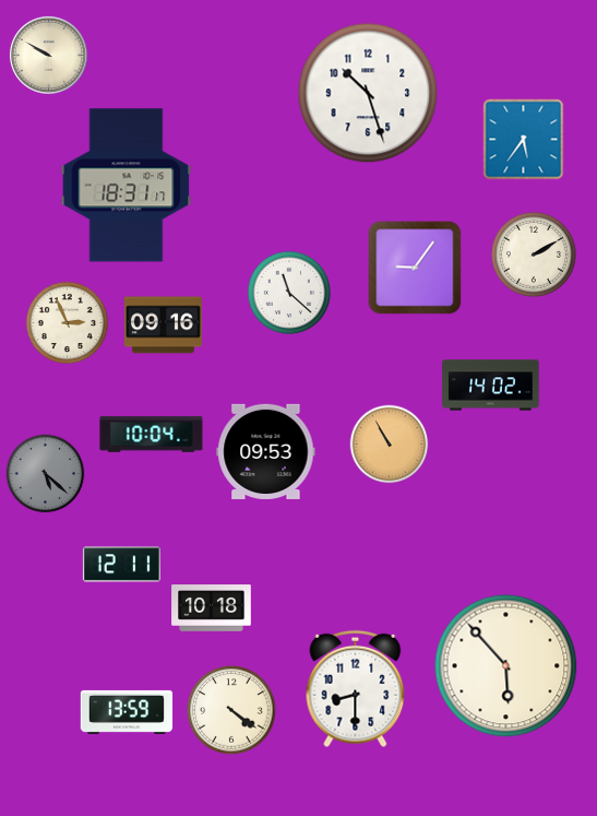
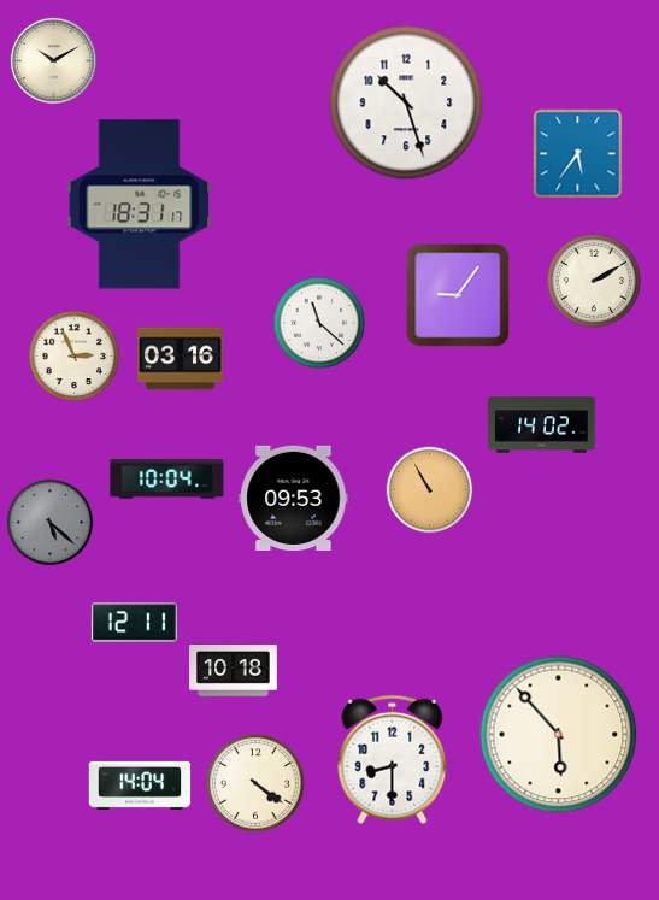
clock at (48, 55): 9:50 -> 10:10
clock at (534, 255) position: (534, 255) -> (594, 281)
clock at (163, 326): 09:16 -> 03:16
clock at (127, 712): 13:59 -> 14:04
